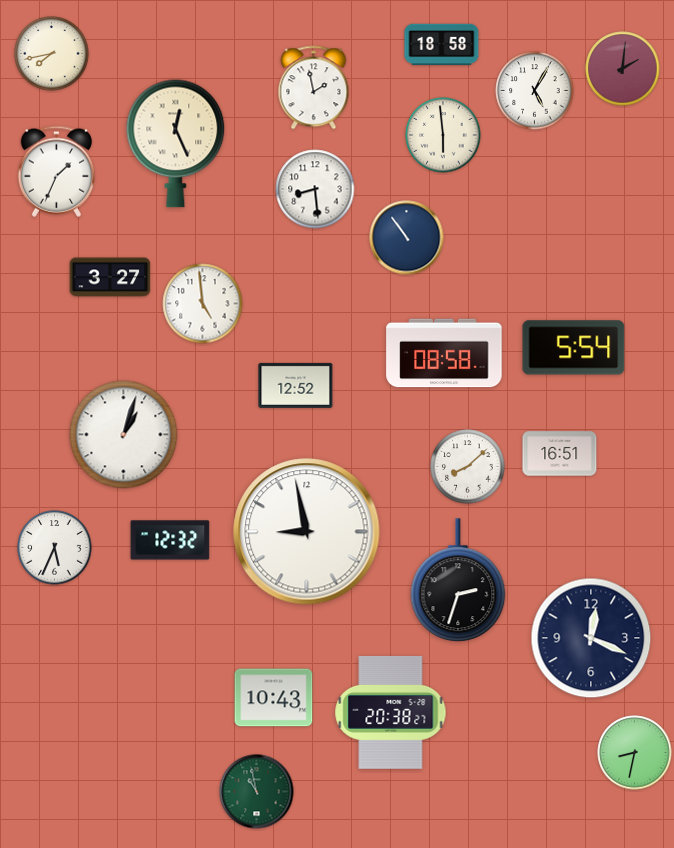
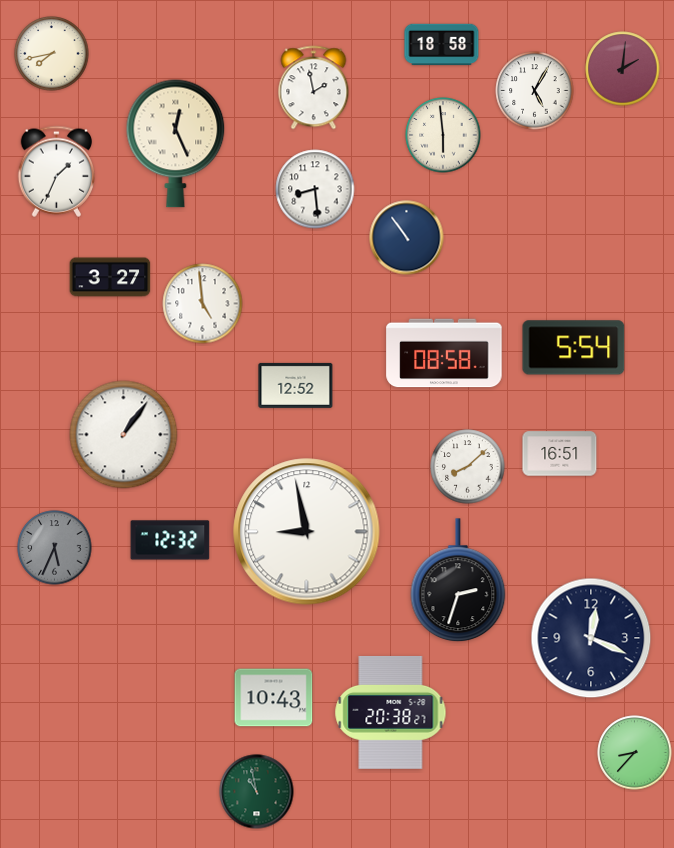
clock at (124, 435): 1:03 -> 1:06
clock at (55, 548) dial: white -> grey
clock at (635, 753): 8:32 -> 8:37
